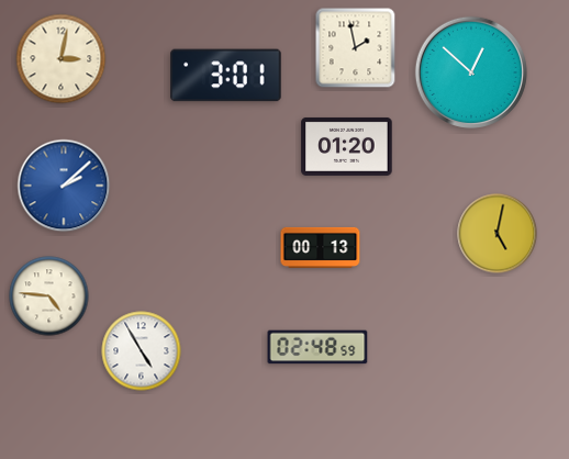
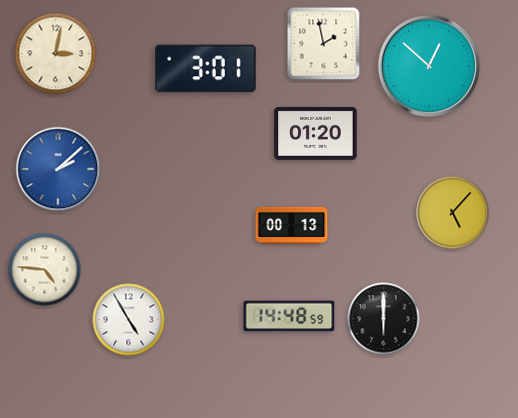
clock at (498, 234): 5:02 -> 5:07
clock at (317, 347): 02:48 -> 14:48
clock at (384, 319): none -> 6:00
